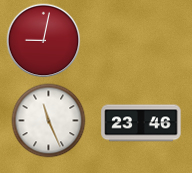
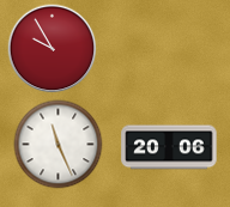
clock at (44, 41): 9:02 -> 9:55
clock at (141, 123): 23:46 -> 20:06
